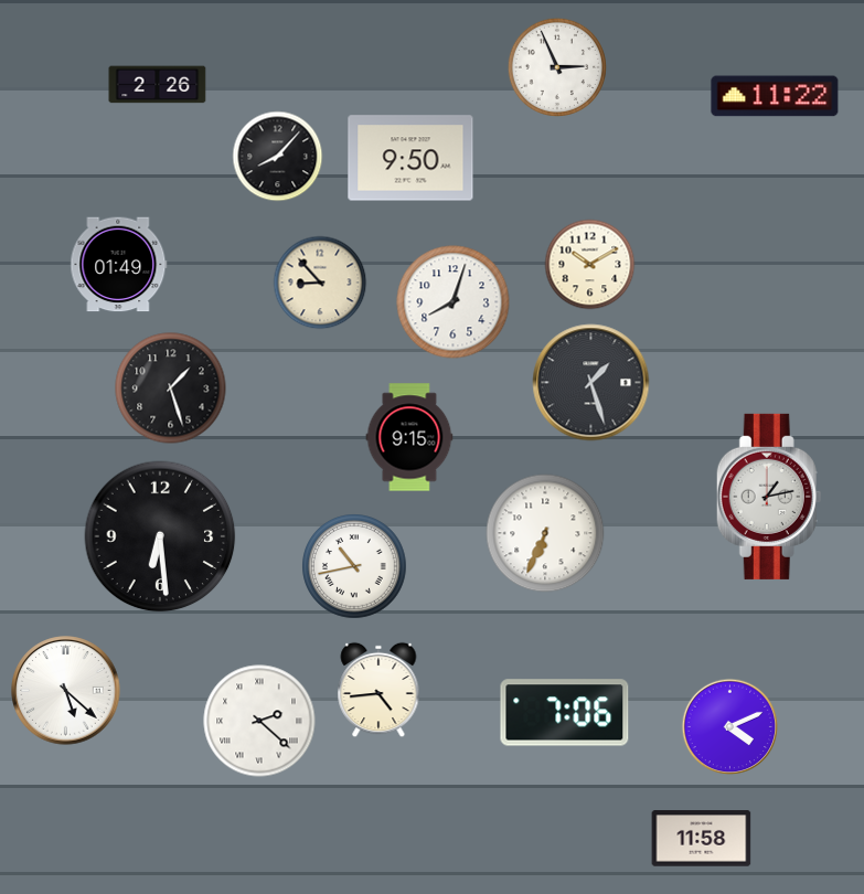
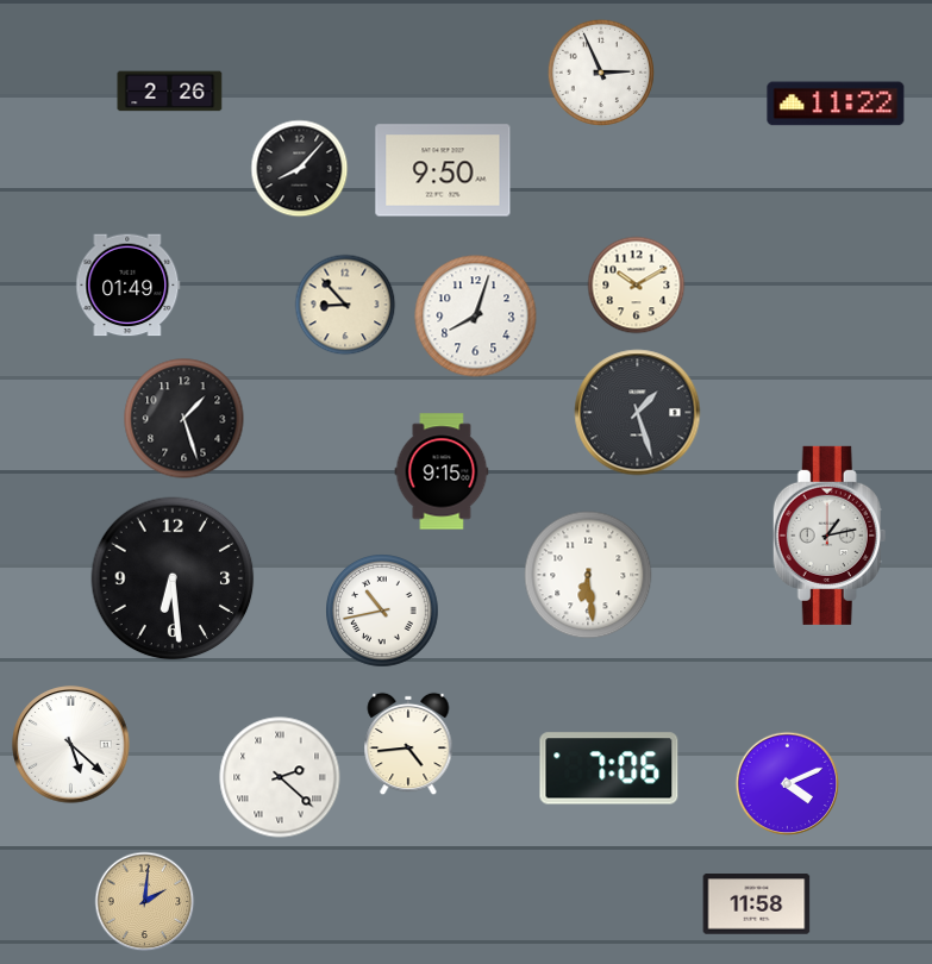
clock at (454, 302) position: (454, 302) -> (476, 317)
clock at (545, 533): 6:34 -> 6:29
clock at (145, 902): none -> 2:01
